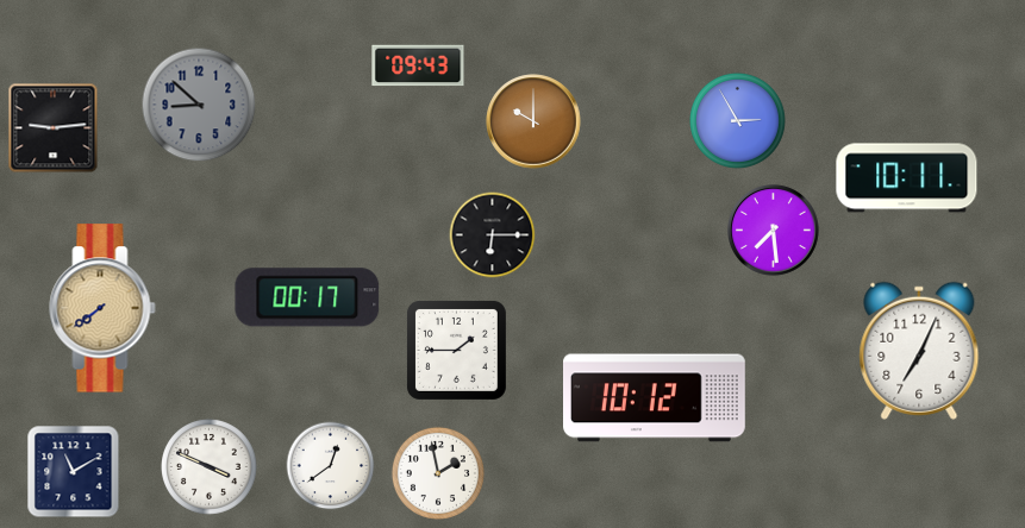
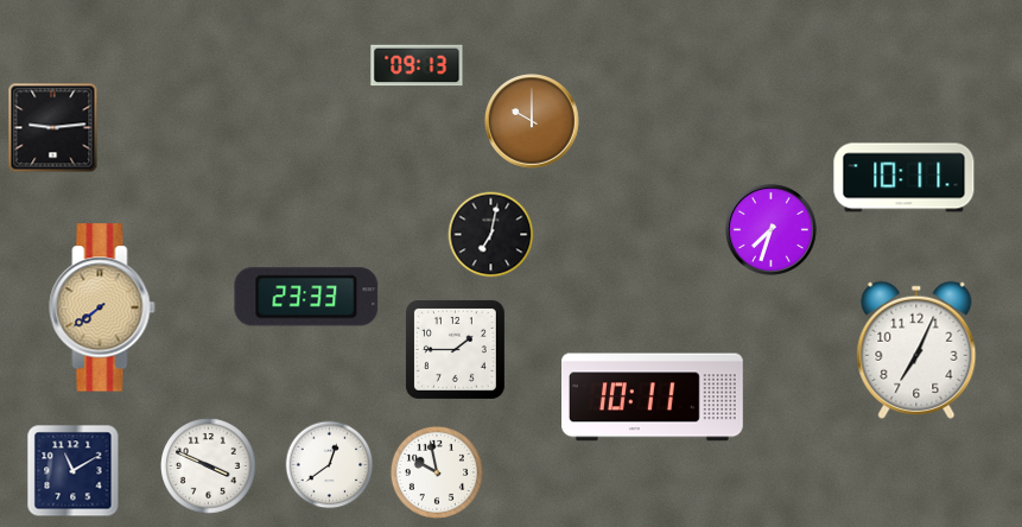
clock at (418, 65): 09:43 -> 09:13
clock at (199, 105): 8:52 -> none
clock at (738, 121): 2:55 -> none
clock at (774, 231): 7:29 -> 7:33
clock at (493, 235): 6:15 -> 7:02
clock at (307, 297): 00:17 -> 23:33
clock at (655, 398): 10:12 -> 10:11
clock at (438, 473): 1:58 -> 9:58
